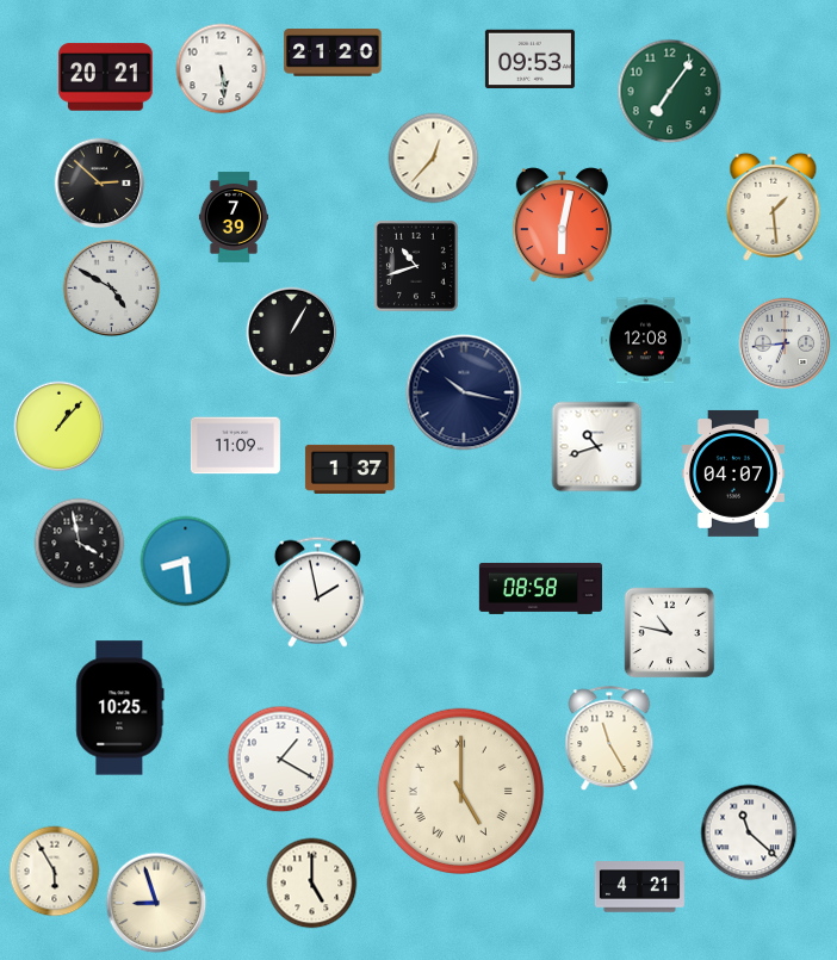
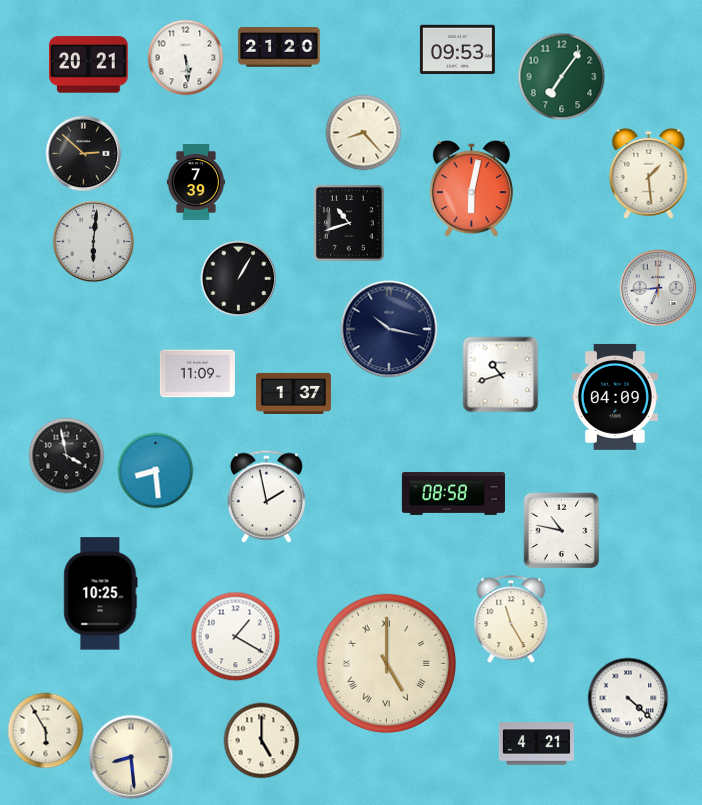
clock at (333, 52) position: (333, 52) -> (279, 47)
clock at (529, 60) position: (529, 60) -> (457, 50)
clock at (434, 159): 12:37 -> 8:23
clock at (112, 289): 4:50 -> 6:01
clock at (292, 333) position: (292, 333) -> (239, 279)
clock at (645, 341): 12:08 -> none
clock at (60, 427): 1:07 -> none
clock at (733, 473): 04:07 -> 04:09
clock at (749, 832): 11:22 -> 4:22
clock at (156, 903): 8:57 -> 8:29
